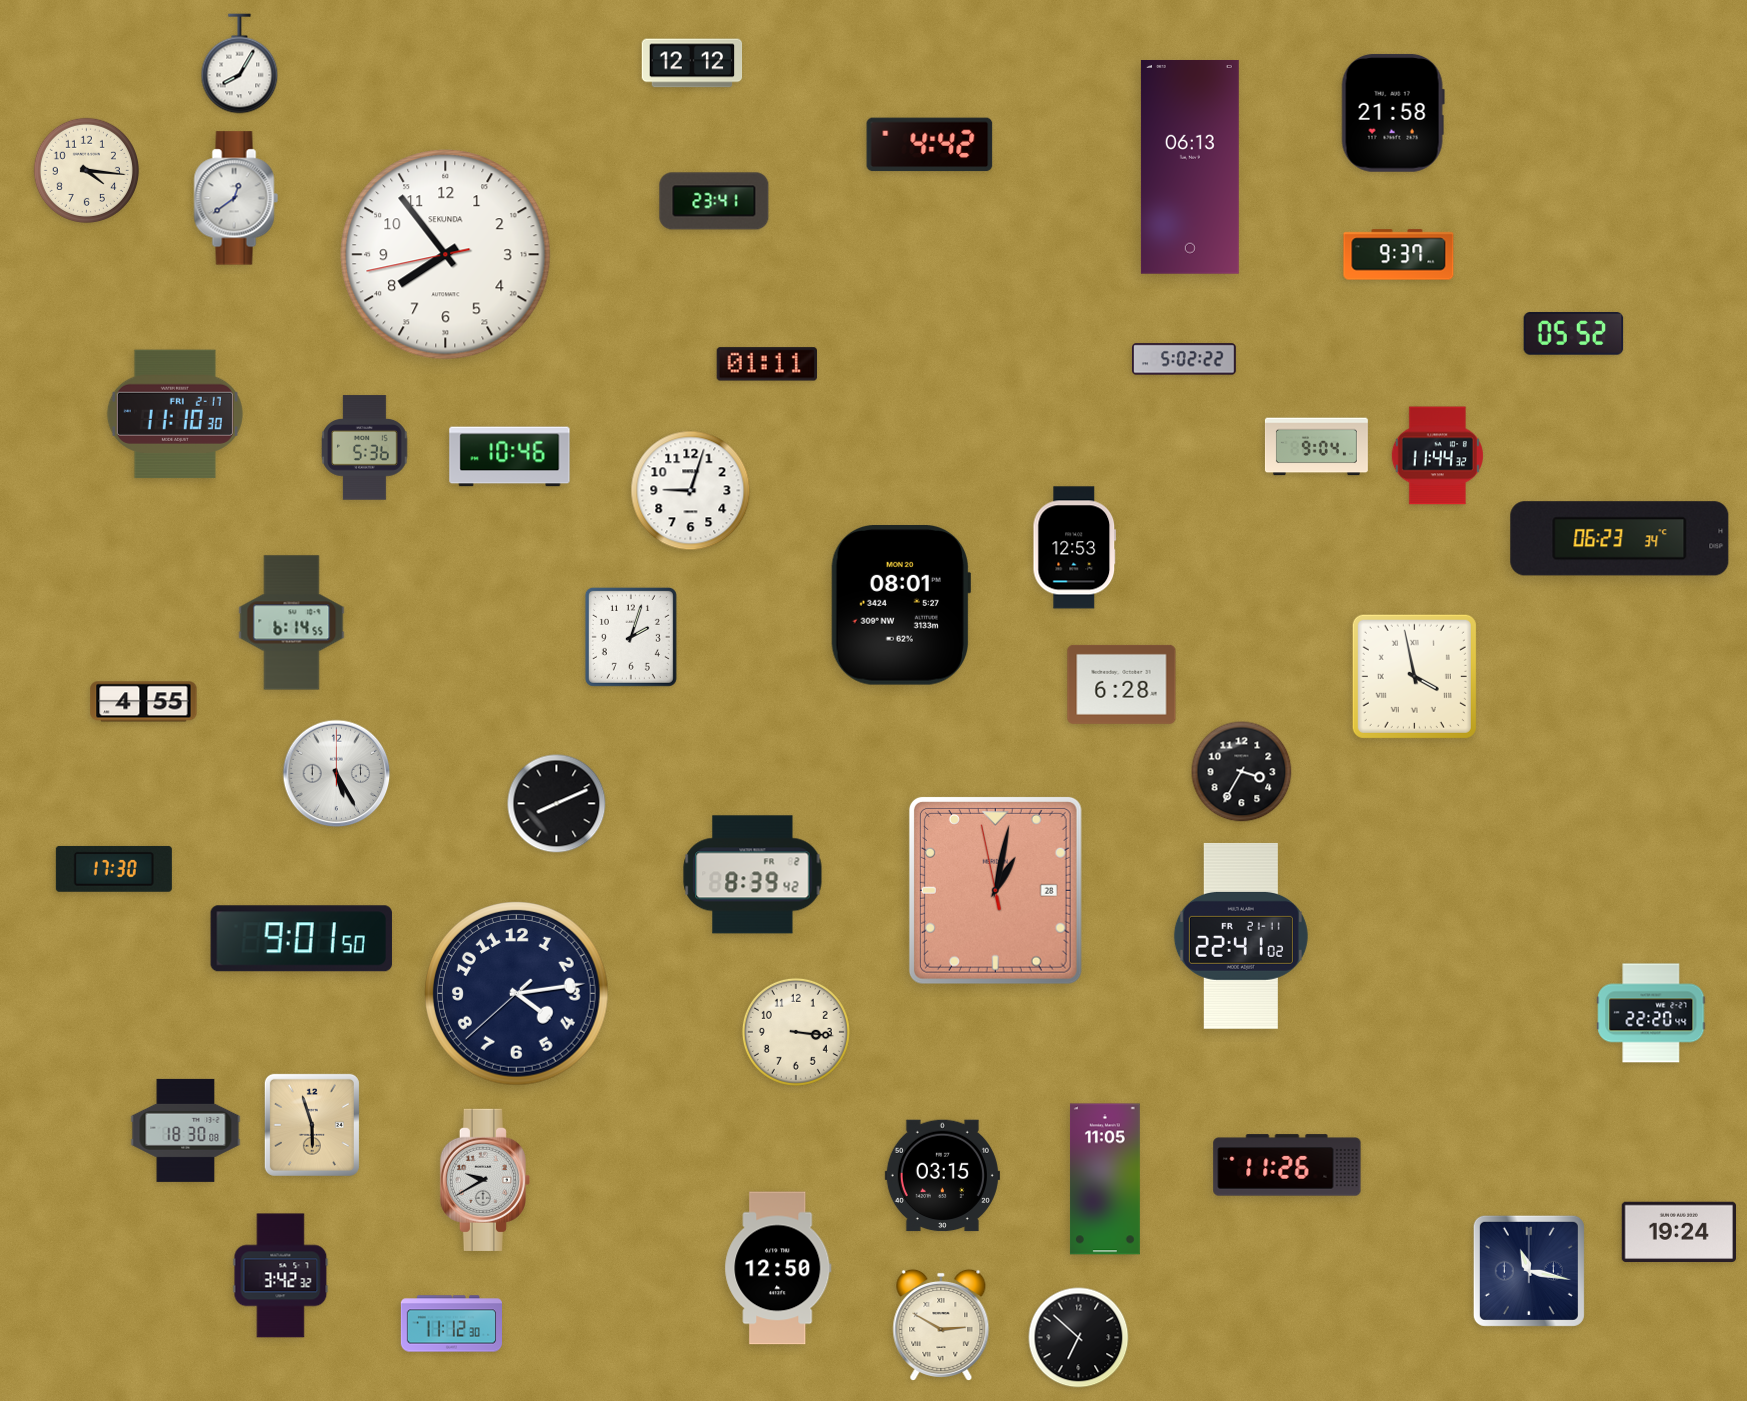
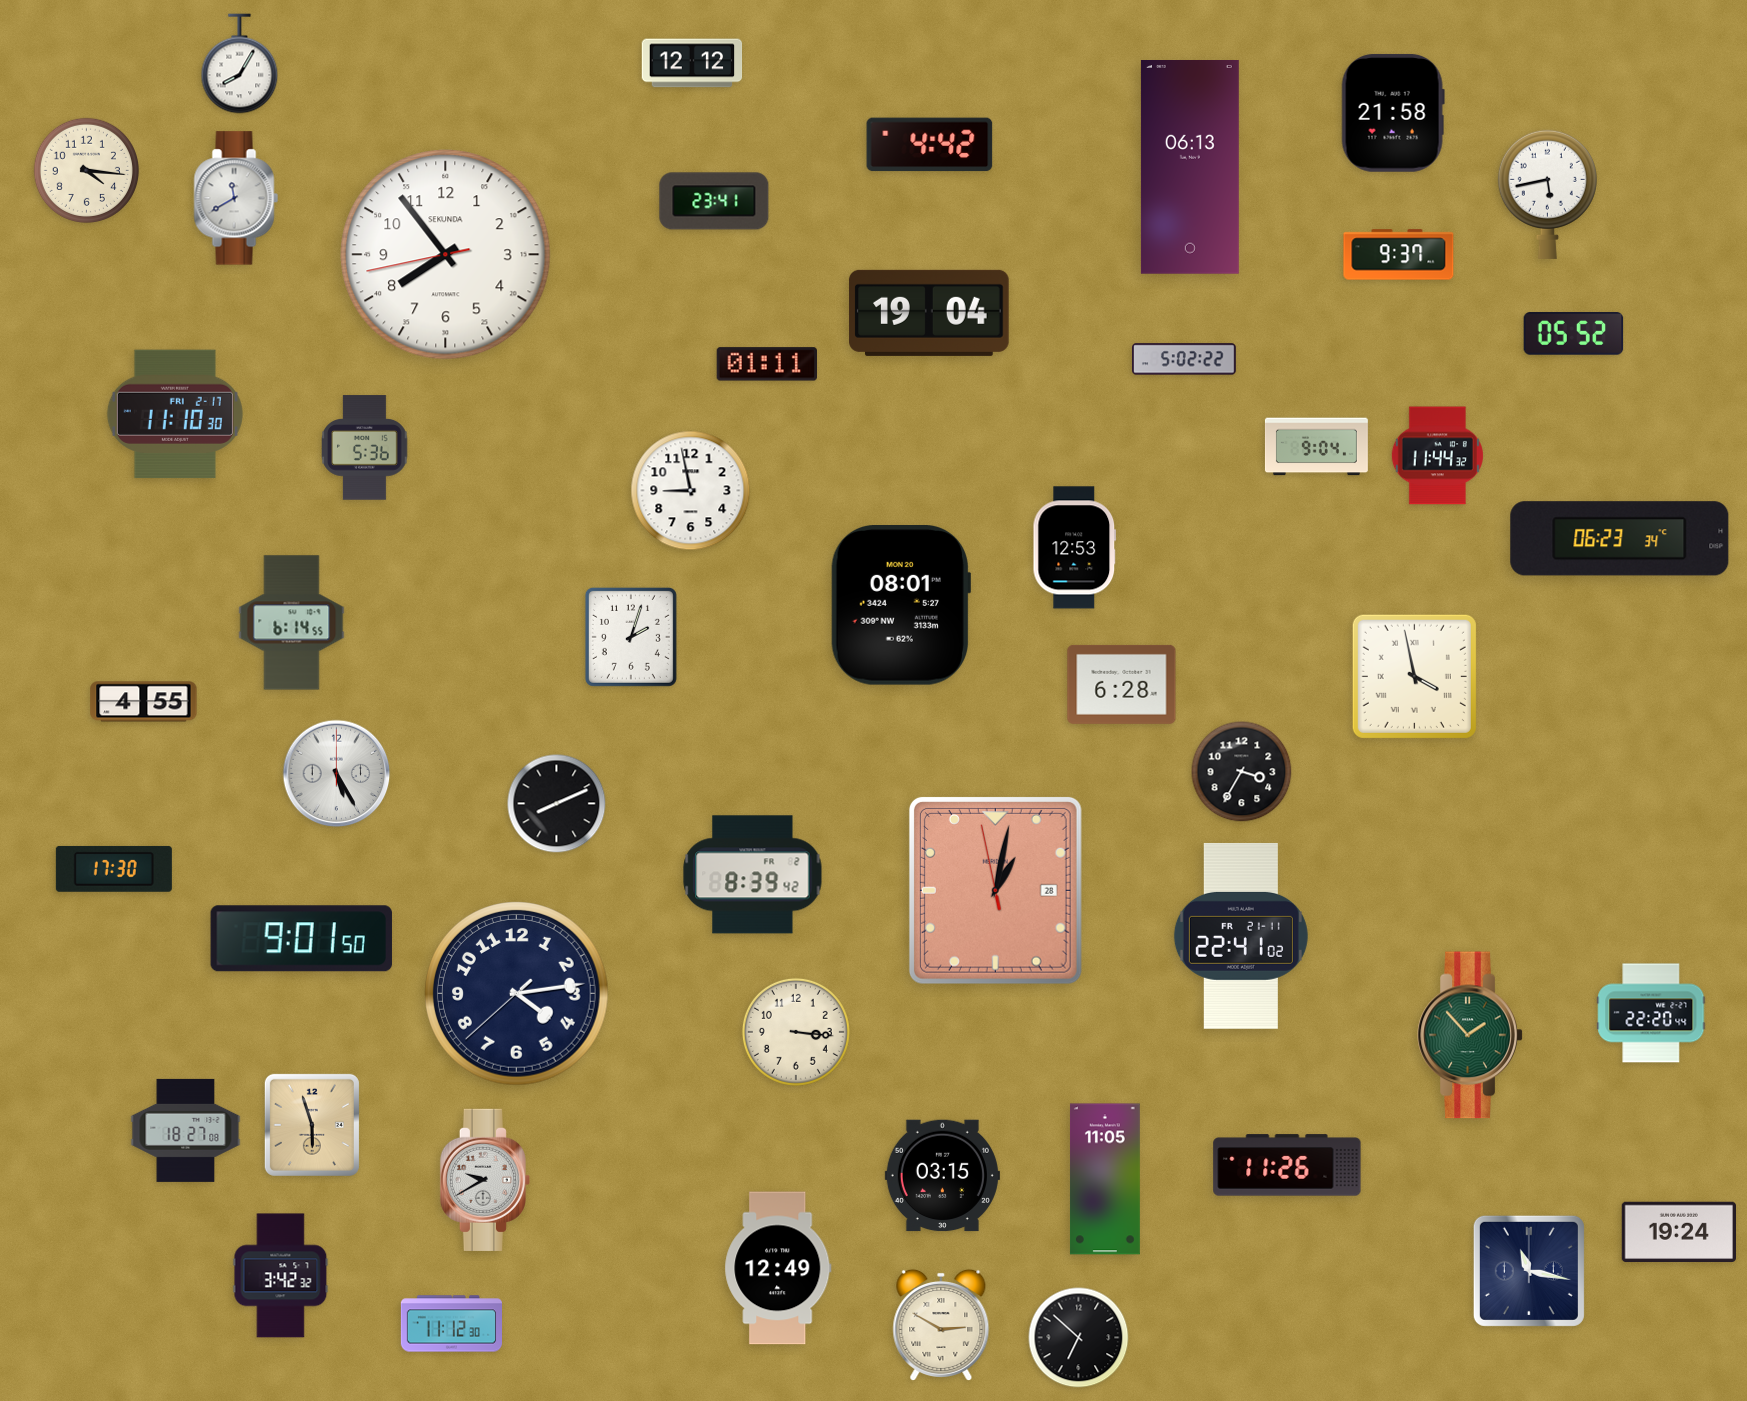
clock at (1547, 194): none -> 5:43
clock at (236, 198): 12:39 -> 11:40
clock at (929, 313): none -> 19:04
clock at (510, 457): 10:46 -> none
clock at (691, 491): 9:03 -> 8:58
clock at (1470, 1035): none -> 1:53
clock at (186, 1130): 18:30 -> 18:27
clock at (778, 1268): 12:50 -> 12:49
